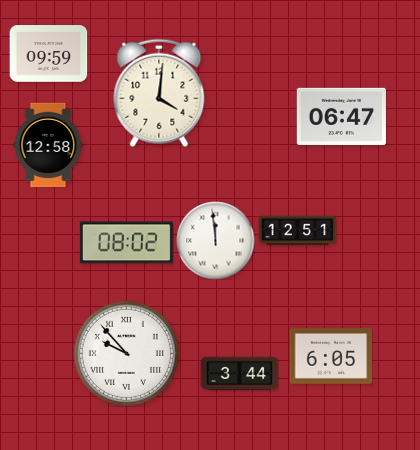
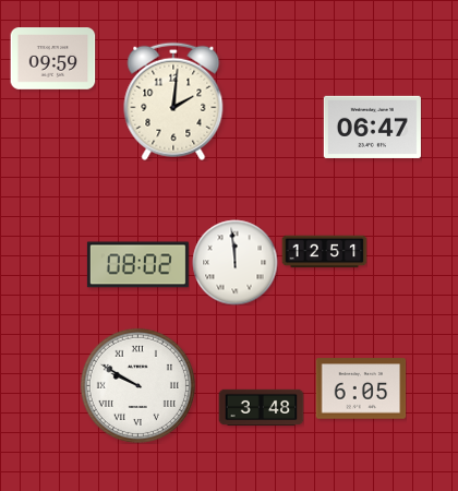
clock at (159, 93): 4:01 -> 2:01
clock at (48, 145): 12:58 -> none
clock at (126, 353): 9:53 -> 9:50
clock at (239, 374): 3:44 -> 3:48
